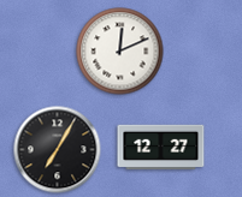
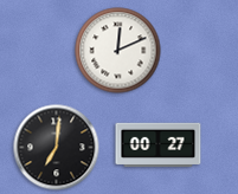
clock at (161, 148): 12:27 -> 00:27
clock at (58, 150): 7:05 -> 7:01
